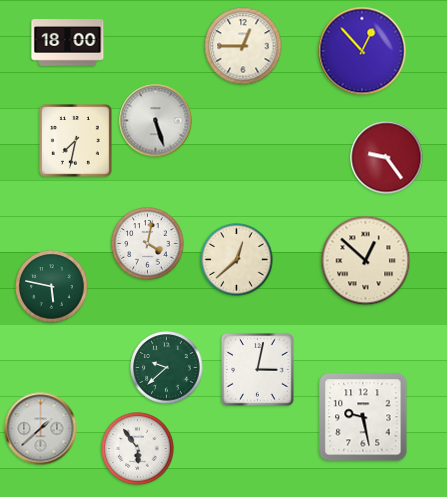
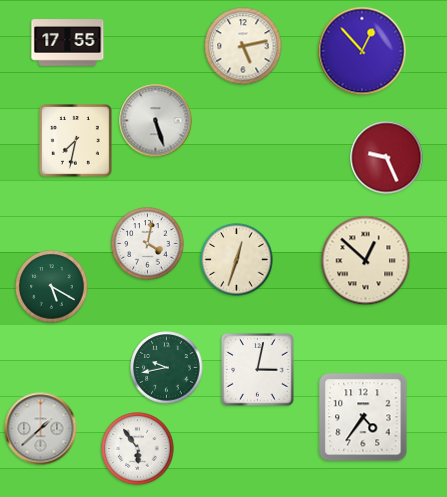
clock at (68, 43): 18:00 -> 17:55
clock at (243, 46): 12:45 -> 5:13
clock at (387, 158): 9:24 -> 9:26
clock at (237, 260): 12:38 -> 12:33
clock at (52, 287): 5:47 -> 5:20
clock at (167, 368): 9:38 -> 9:43
clock at (363, 417): 9:28 -> 4:36
